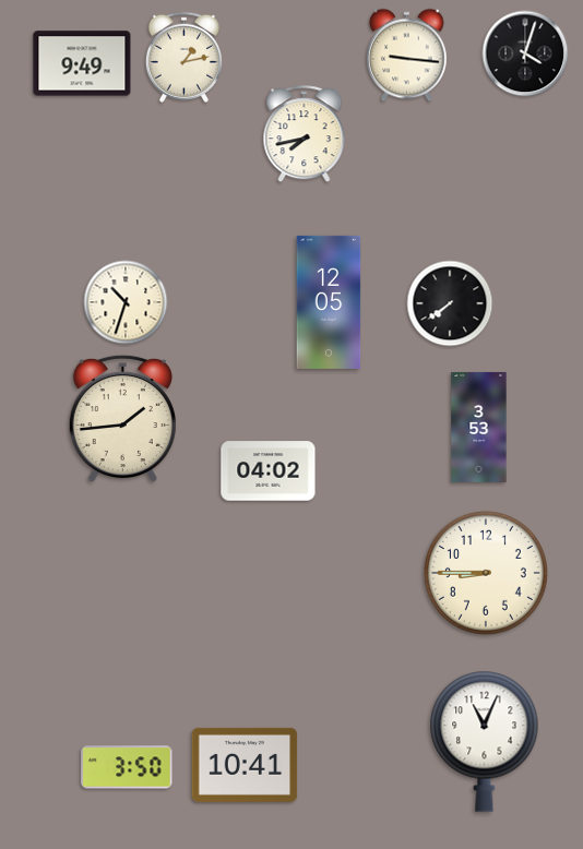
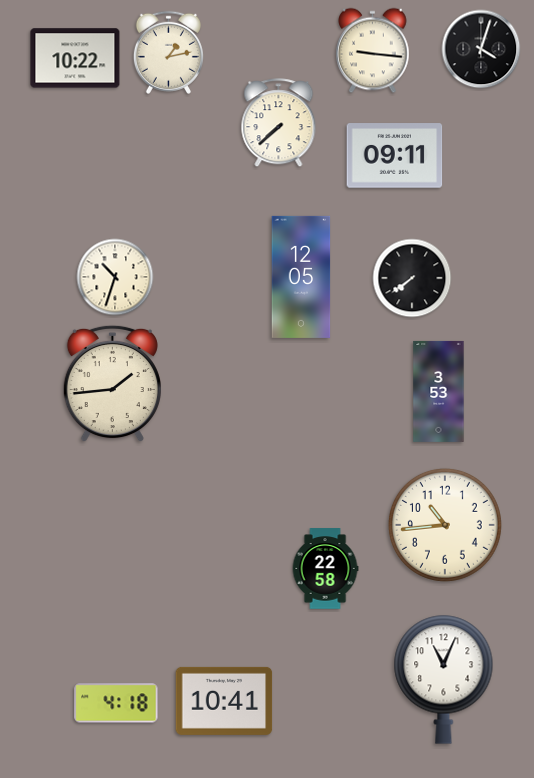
clock at (82, 63): 9:49 -> 10:22
clock at (305, 134): 7:43 -> 7:38
clock at (395, 156): none -> 09:11
clock at (269, 471): 04:02 -> none
clock at (486, 573): 8:45 -> 10:44
clock at (325, 569): none -> 22:58
clock at (127, 767): 3:50 -> 4:18
